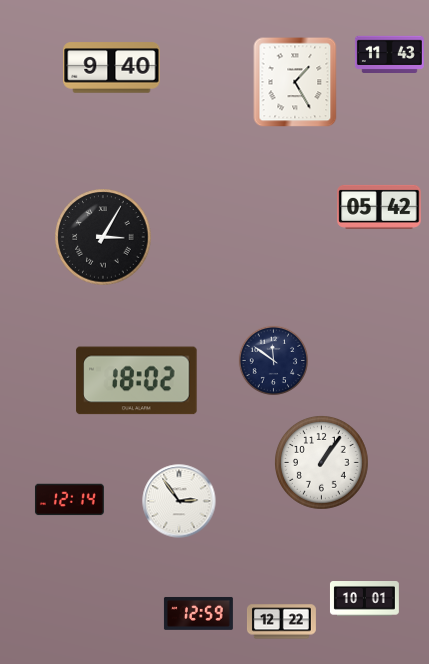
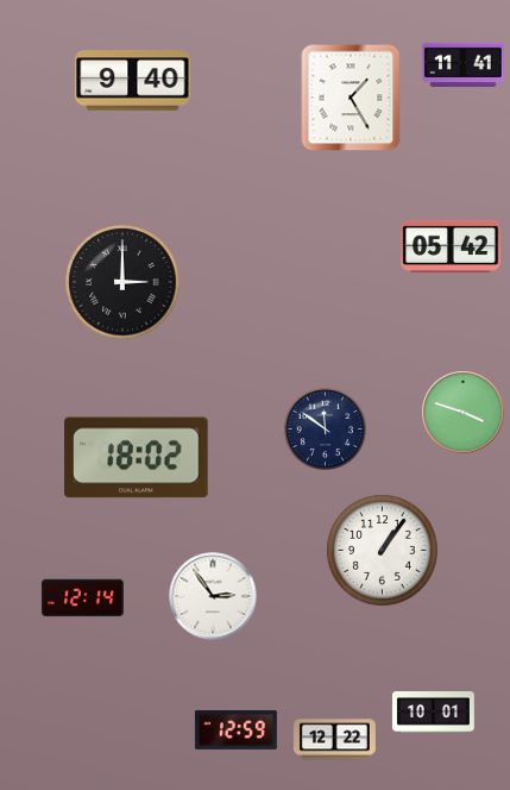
clock at (389, 54): 11:43 -> 11:41
clock at (103, 237): 3:05 -> 3:00
clock at (464, 413): none -> 3:48
clock at (137, 381) position: (137, 381) -> (137, 458)
clock at (69, 500) position: (69, 500) -> (82, 598)
